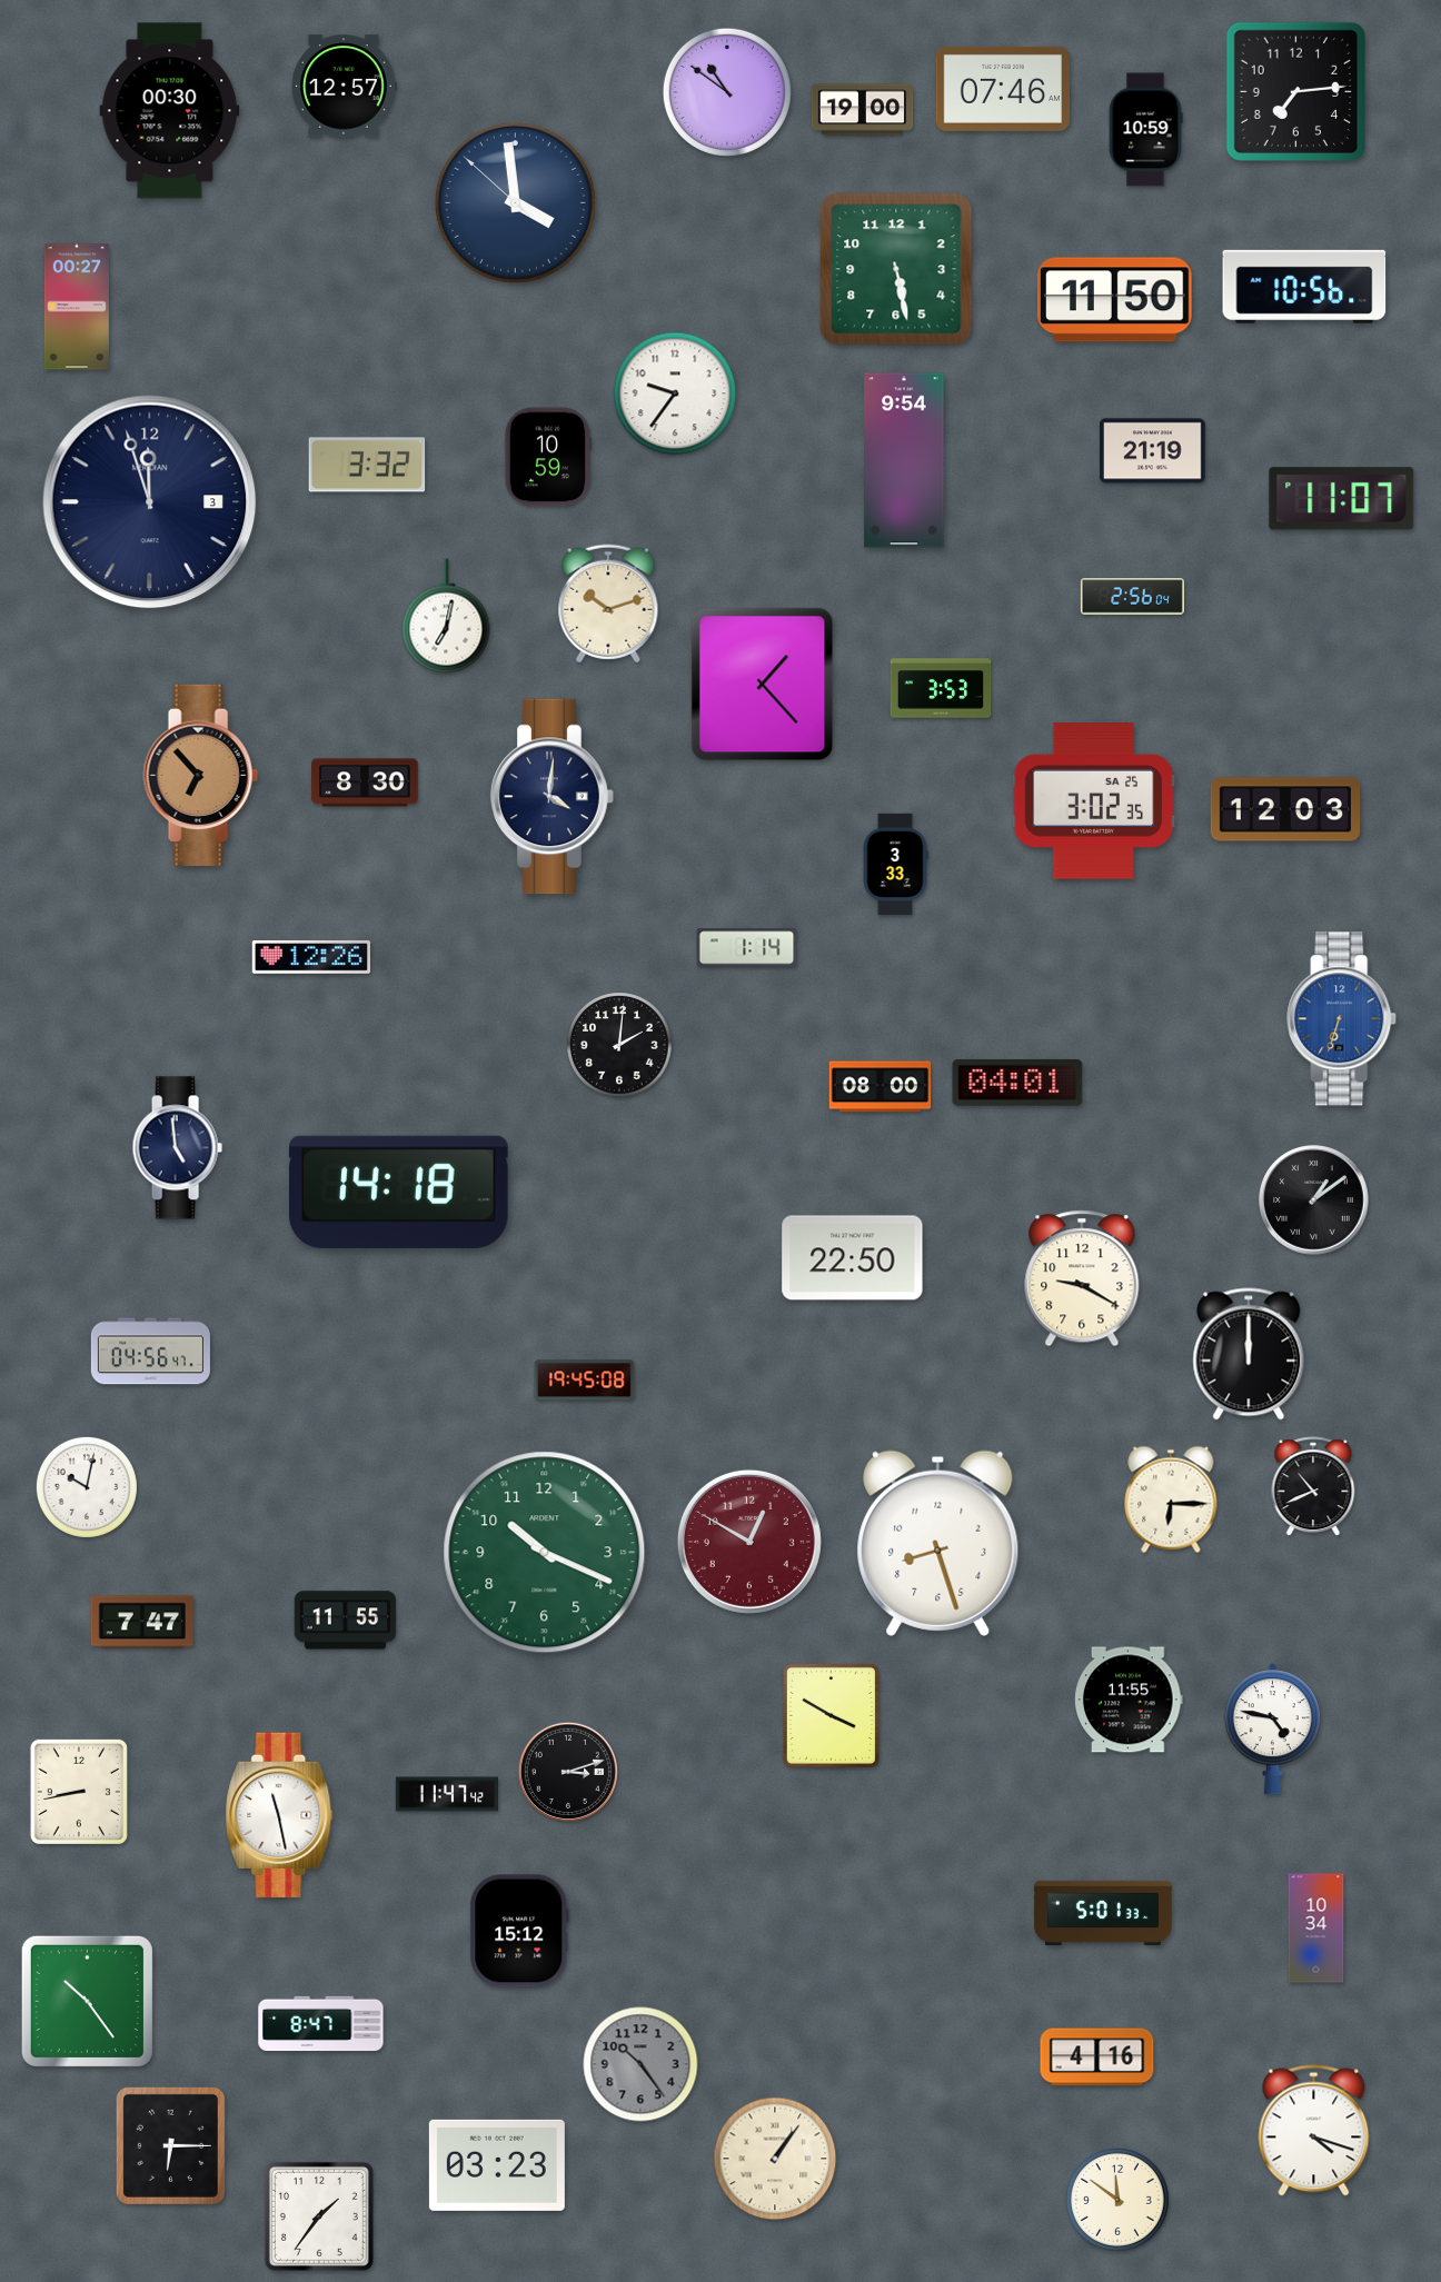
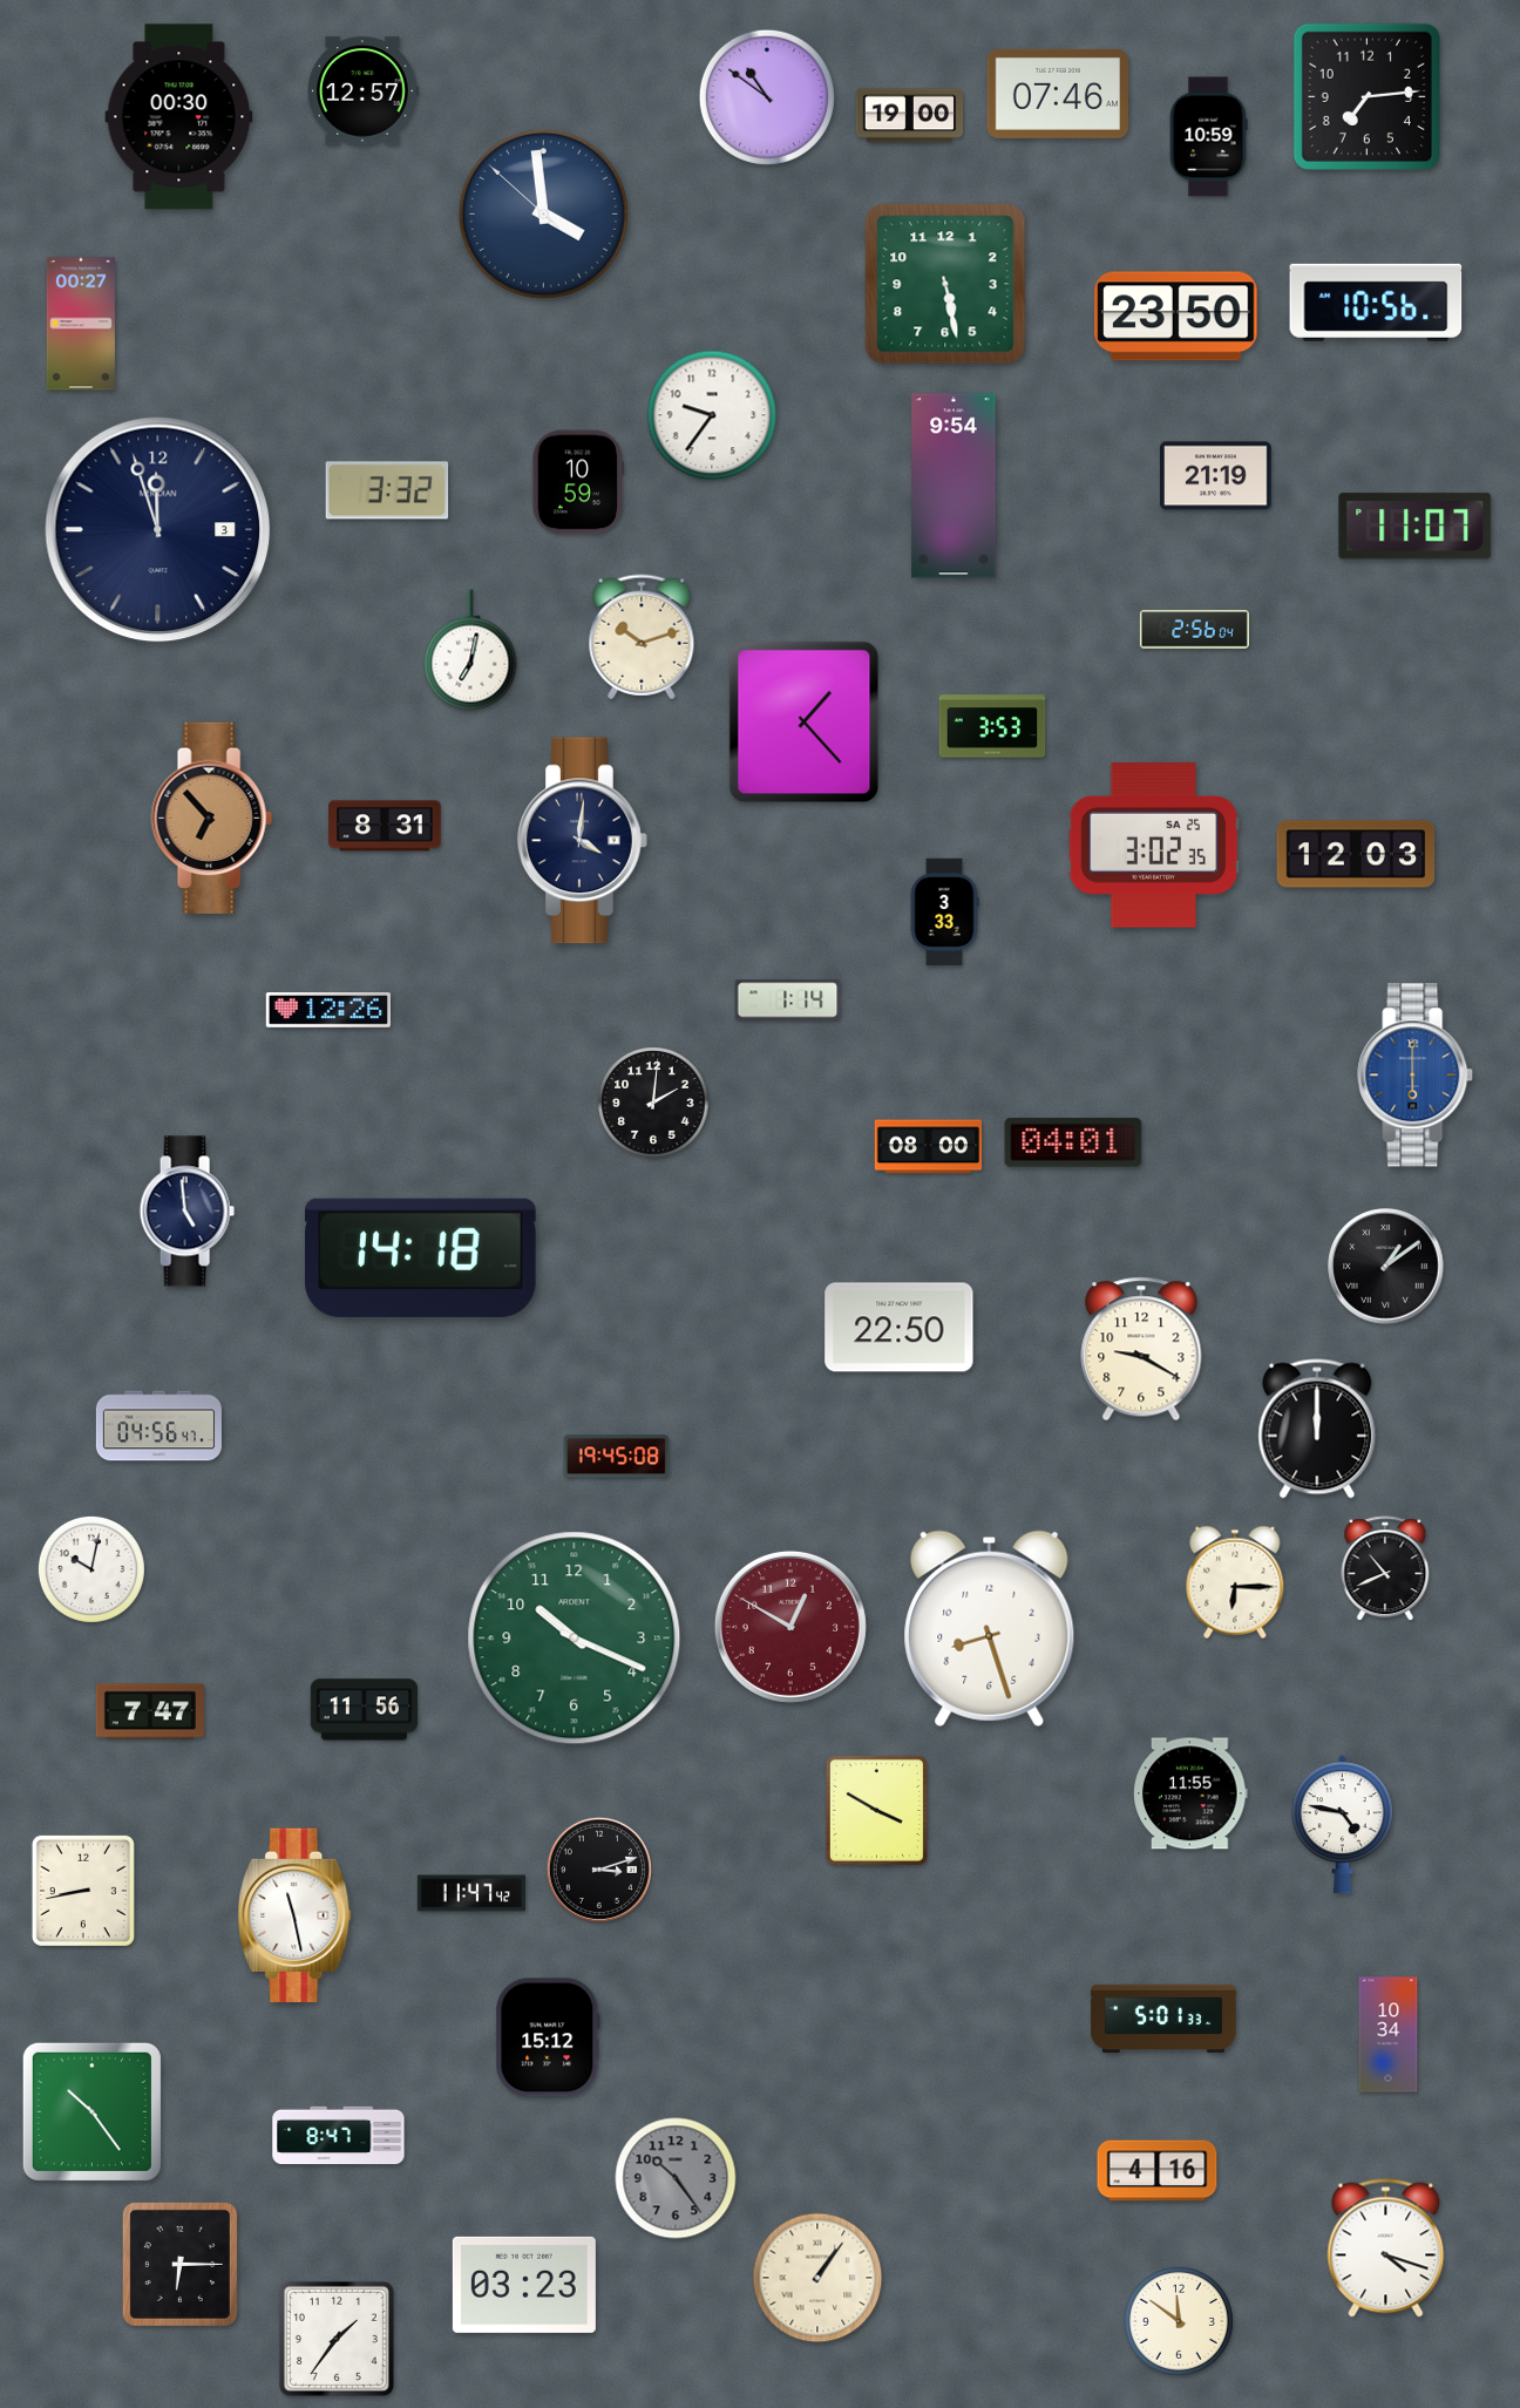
clock at (1115, 300): 11:50 -> 23:50
clock at (365, 783): 8:30 -> 8:31
clock at (1342, 1019): 6:33 -> 6:00
clock at (346, 1621): 11:55 -> 11:56
